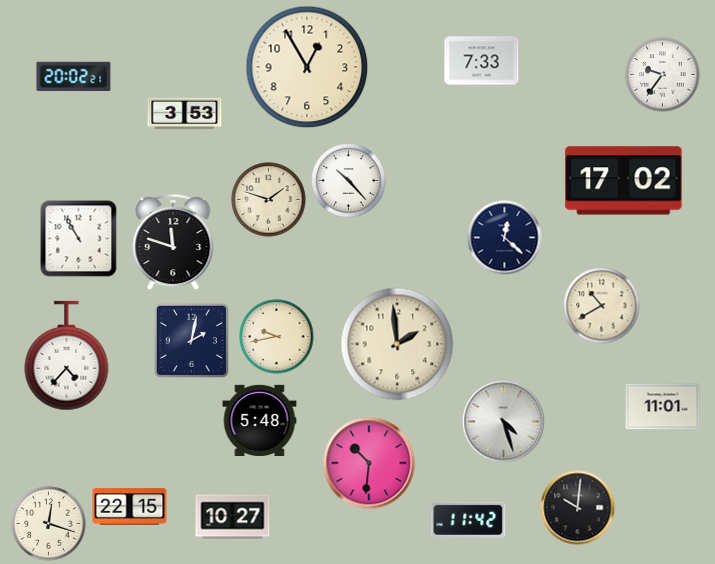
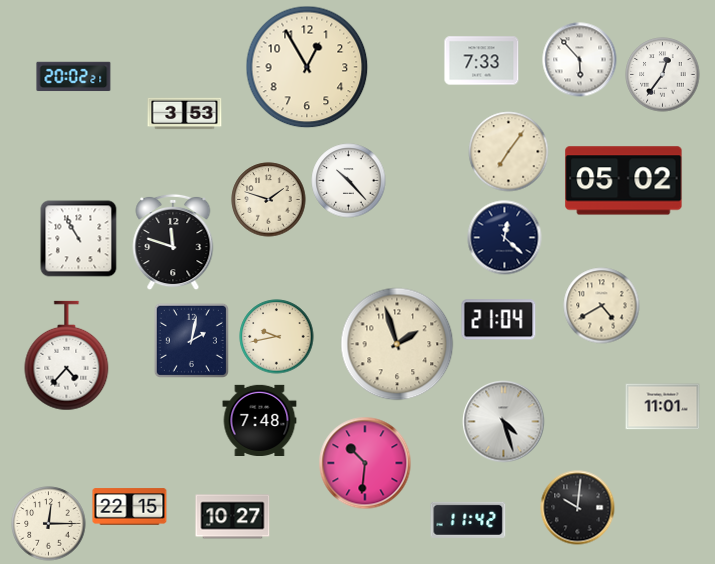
clock at (580, 60): none -> 5:53
clock at (663, 75): 9:36 -> 12:36
clock at (509, 152): none -> 7:06
clock at (624, 181): 17:02 -> 05:02
clock at (602, 306): 10:40 -> 4:40
clock at (499, 320): none -> 21:04
clock at (397, 344): 1:59 -> 1:57
clock at (260, 420): 5:48 -> 7:48
clock at (369, 463) position: (369, 463) -> (365, 463)
clock at (49, 524): 12:18 -> 12:15
